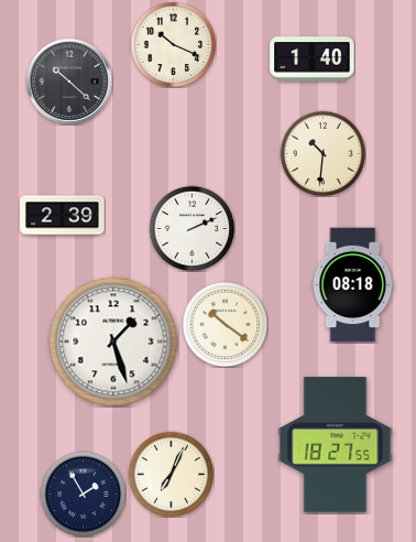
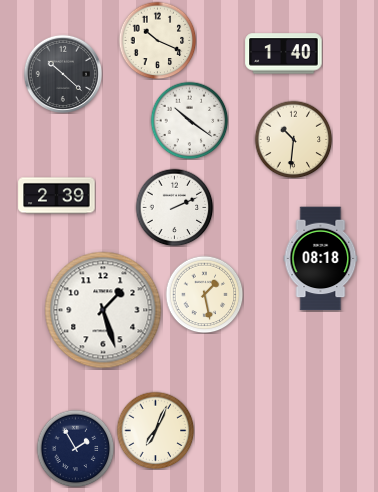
clock at (189, 120): none -> 10:21
clock at (225, 324): 10:21 -> 1:28
clock at (336, 445): 18:27 -> none
